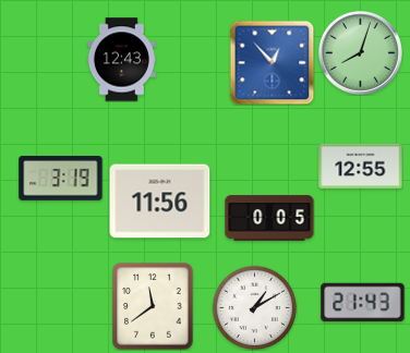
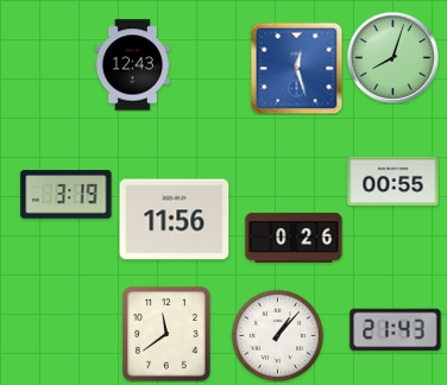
clock at (272, 62): 12:53 -> 12:27
clock at (361, 167): 12:55 -> 00:55
clock at (269, 218): 0:05 -> 0:26
clock at (254, 307): 1:10 -> 1:07
